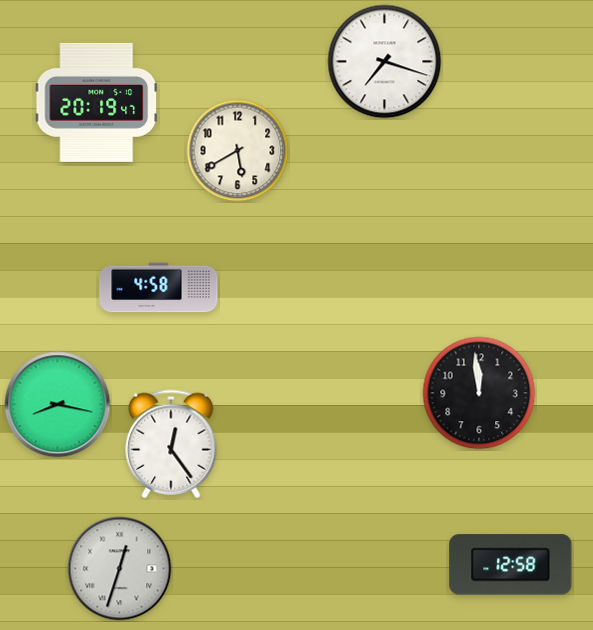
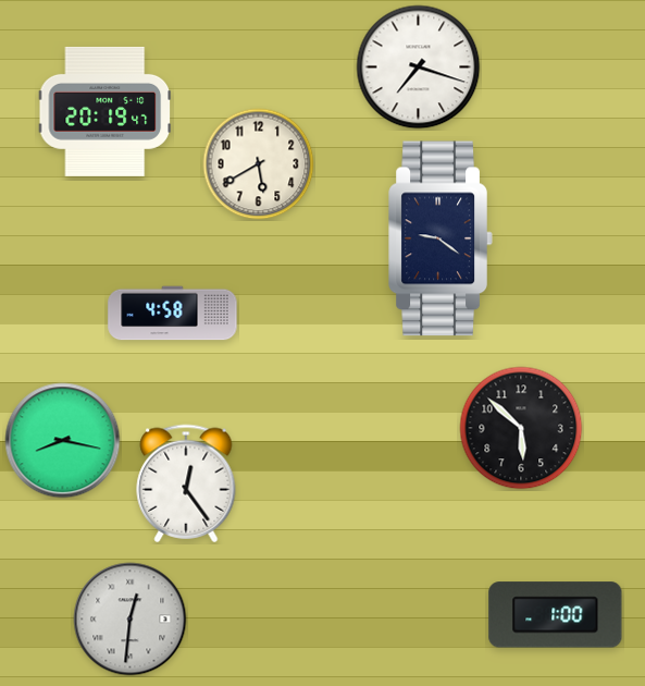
clock at (441, 238): none -> 9:21
clock at (479, 393): 11:59 -> 5:52
clock at (511, 565): 12:58 -> 1:00
clock at (120, 569): 12:33 -> 12:31
